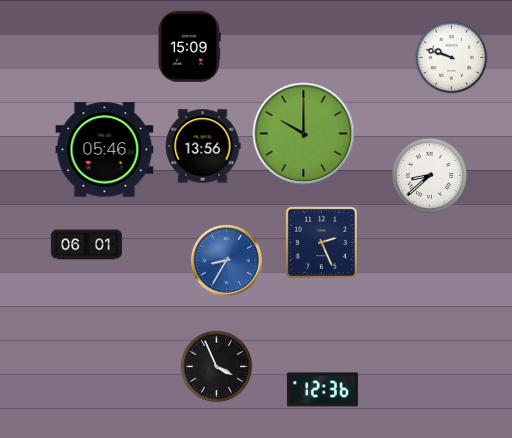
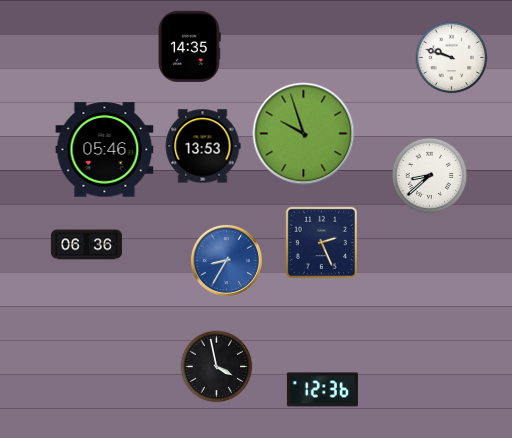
clock at (189, 46): 15:09 -> 14:35
clock at (304, 134): 10:00 -> 9:57
clock at (203, 146): 13:56 -> 13:53
clock at (86, 245): 06:01 -> 06:36
clock at (217, 367): 3:56 -> 3:58
